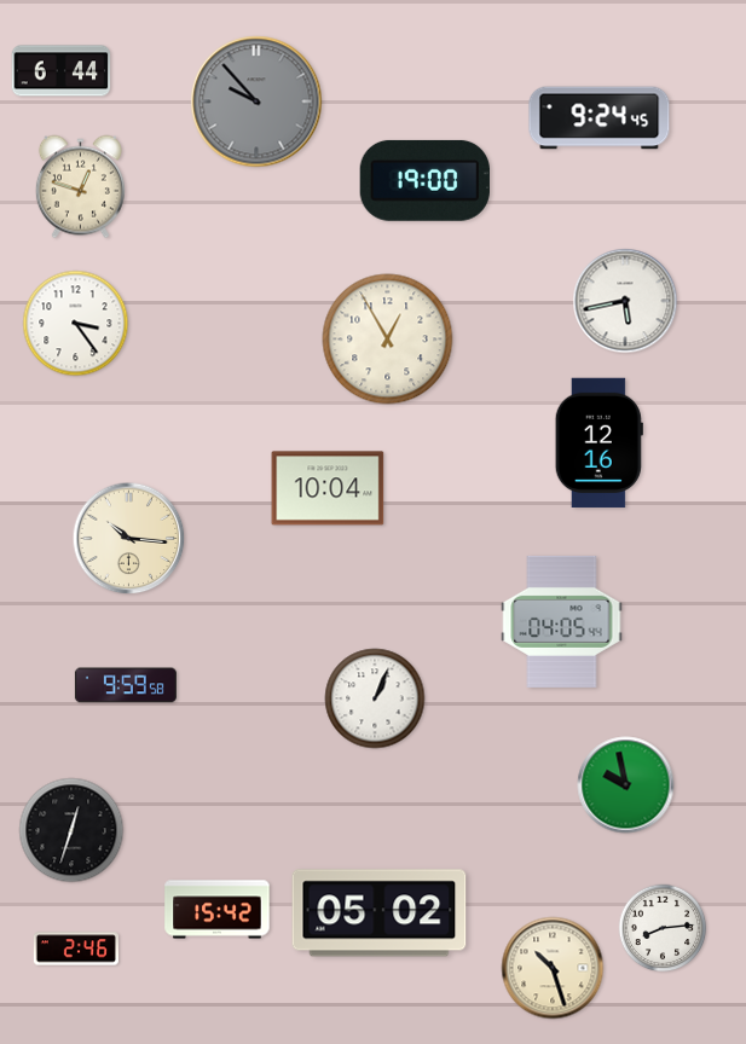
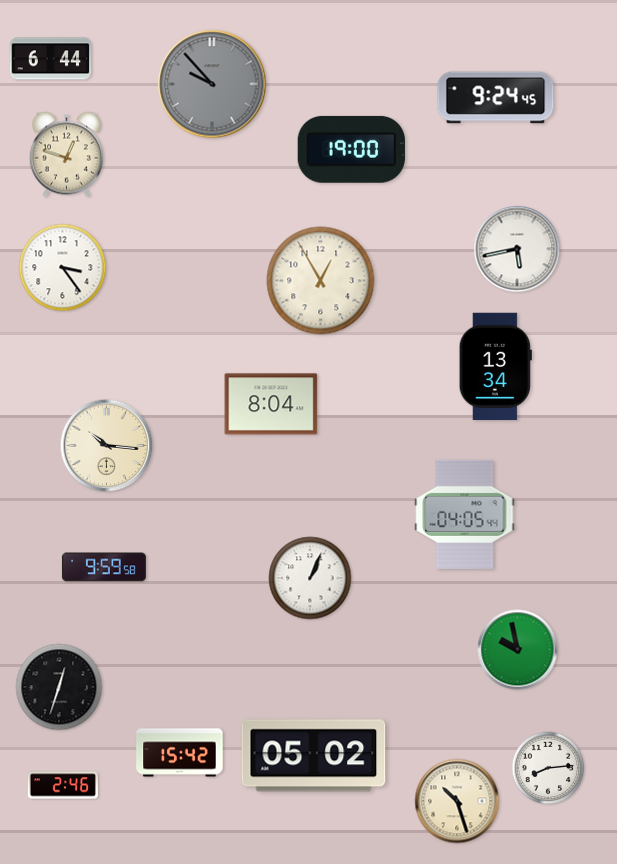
clock at (598, 443): 12:16 -> 13:34
clock at (328, 488): 10:04 -> 8:04
